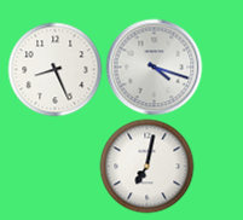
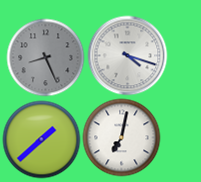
clock at (54, 69) dial: white -> grey
clock at (41, 139): none -> 1:38
